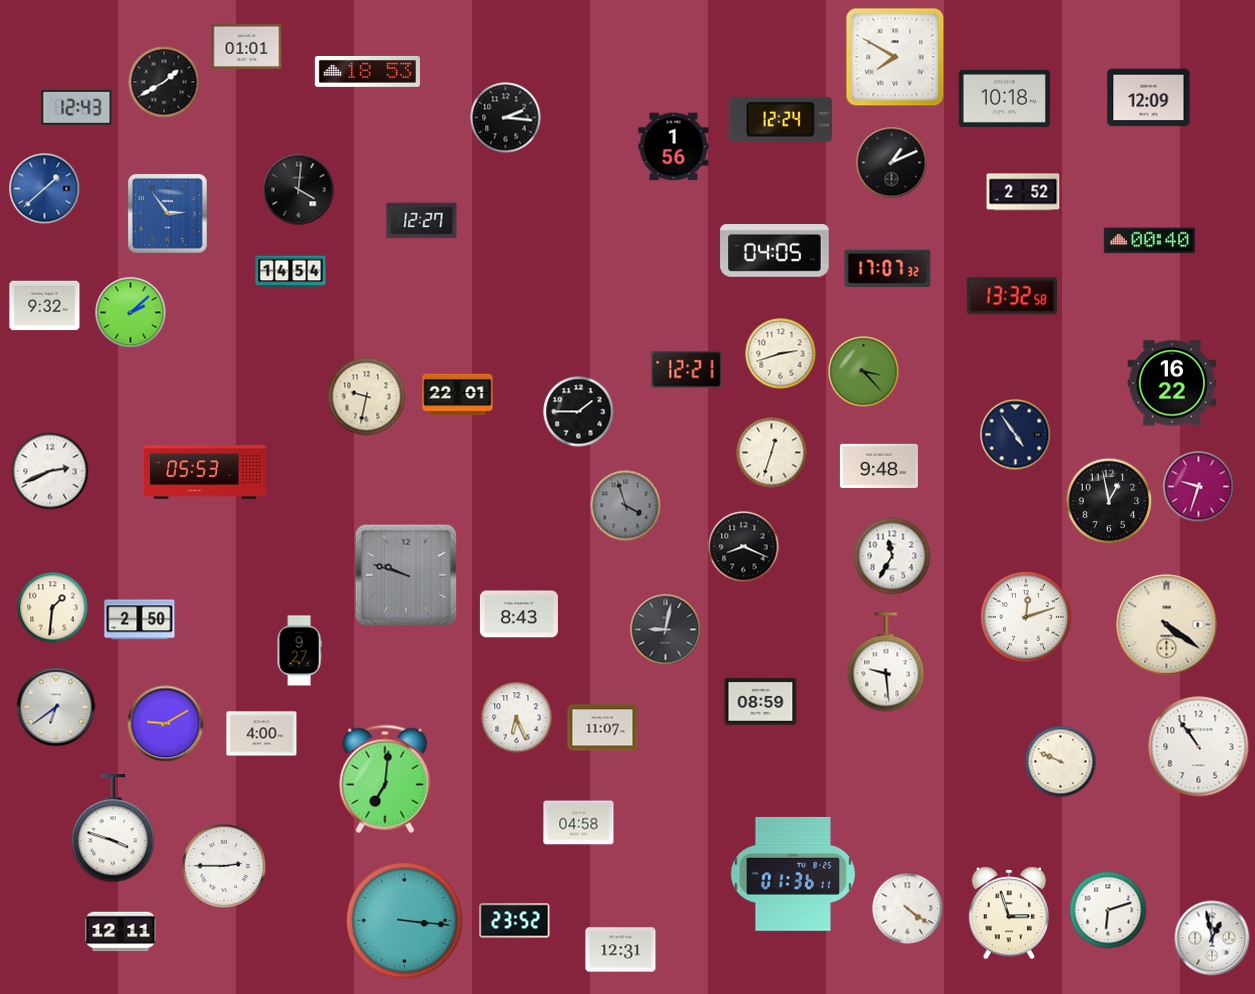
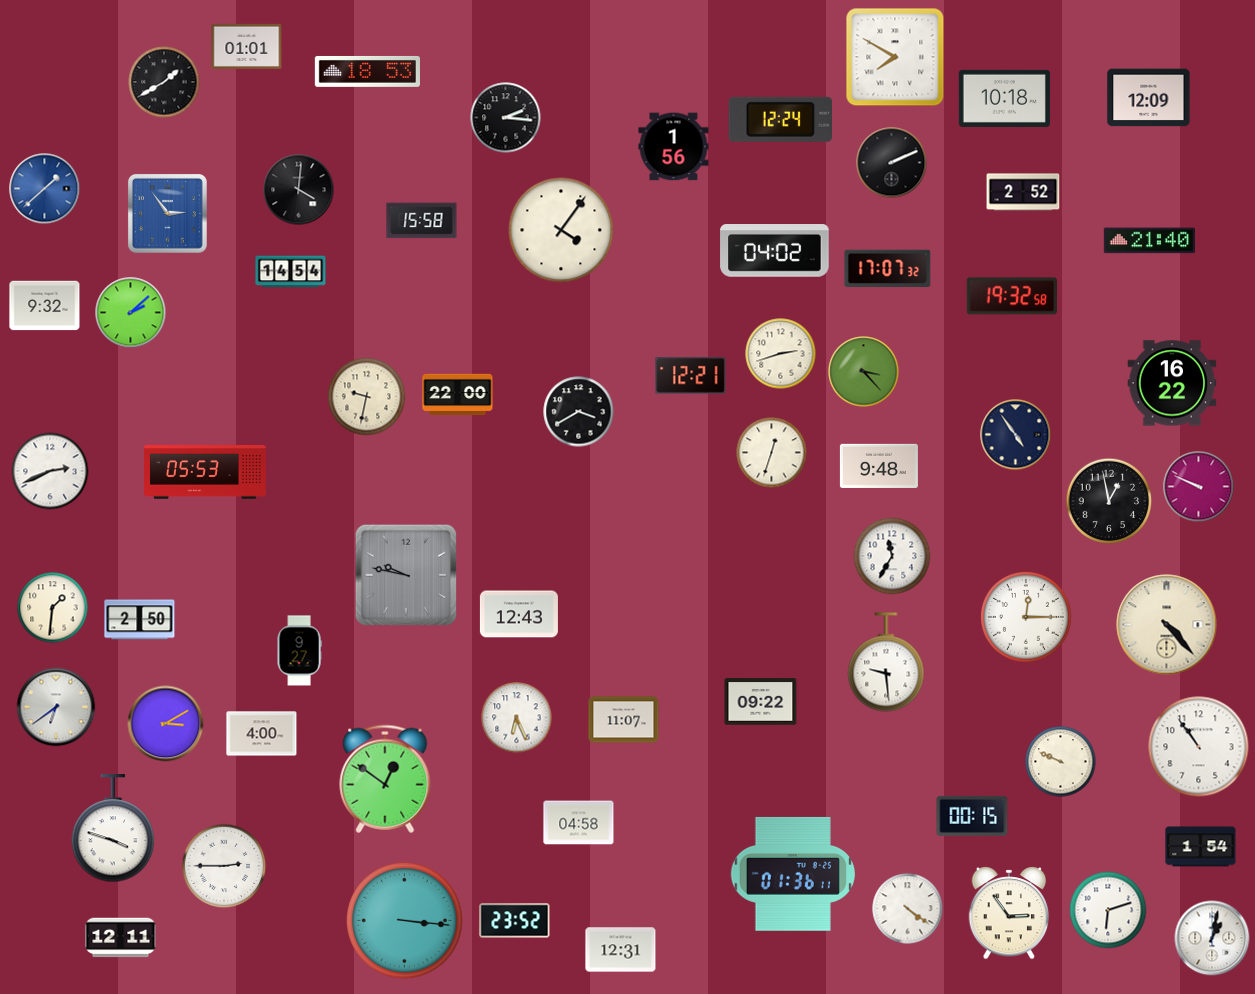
clock at (77, 107): 12:43 -> none
clock at (892, 163): 1:11 -> 2:11
clock at (422, 221): 12:27 -> 15:58
clock at (561, 230): none -> 4:06
clock at (1149, 241): 00:40 -> 21:40
clock at (775, 251): 04:05 -> 04:02
clock at (1011, 296): 13:32 -> 19:32
clock at (687, 370) position: (687, 370) -> (691, 376)
clock at (458, 395): 22:01 -> 22:00
clock at (579, 412): 1:45 -> 3:40
clock at (1199, 487): 9:33 -> 9:49
clock at (626, 506): 3:57 -> none
clock at (744, 547): 8:19 -> none
clock at (406, 575): 9:48 -> 9:47
clock at (519, 614): 8:43 -> 12:43
clock at (1026, 617): 12:12 -> 12:15
clock at (1167, 625): 4:21 -> 4:23
clock at (666, 630): 9:02 -> none
clock at (761, 702): 08:59 -> 09:22
clock at (166, 724): 9:10 -> 3:10
clock at (603, 728) position: (603, 728) -> (624, 720)
clock at (385, 779): 7:01 -> 12:51
clock at (972, 816): none -> 00:15
clock at (1201, 847): none -> 1:54
clock at (1009, 913): 2:57 -> 2:54
clock at (121, 932) position: (121, 932) -> (121, 938)
clock at (1212, 938): 12:58 -> 1:02
